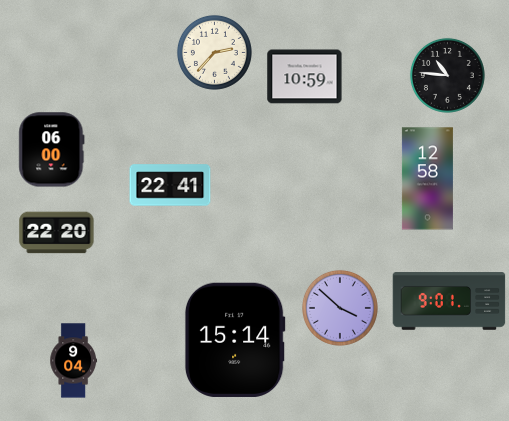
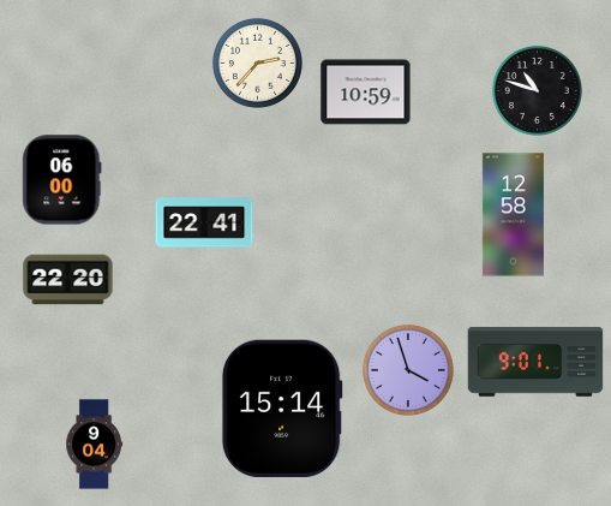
clock at (447, 75): 10:46 -> 10:48
clock at (449, 301) position: (449, 301) -> (535, 362)
clock at (340, 308): 3:52 -> 3:57
clock at (74, 361) position: (74, 361) -> (95, 445)
